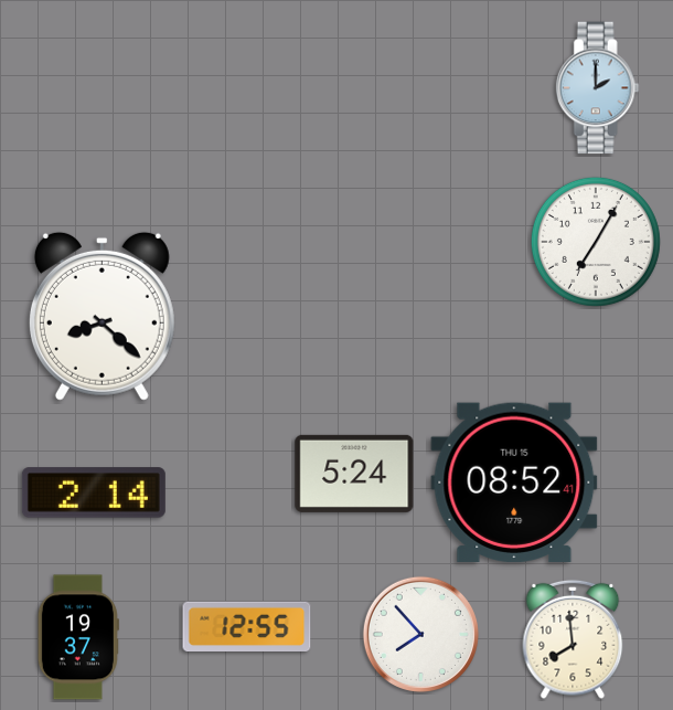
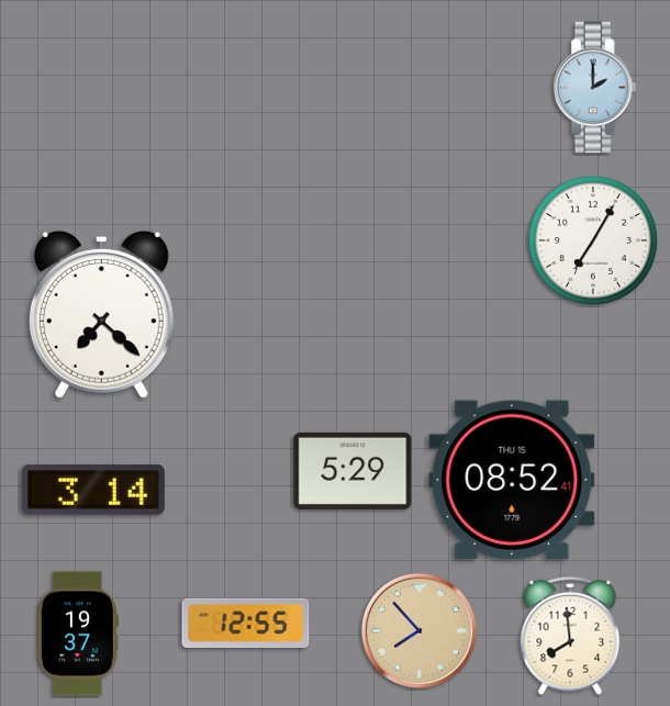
clock at (102, 316): 8:22 -> 7:22
clock at (354, 474): 5:24 -> 5:29
clock at (94, 492): 2:14 -> 3:14
clock at (420, 634) dial: white -> champagne
